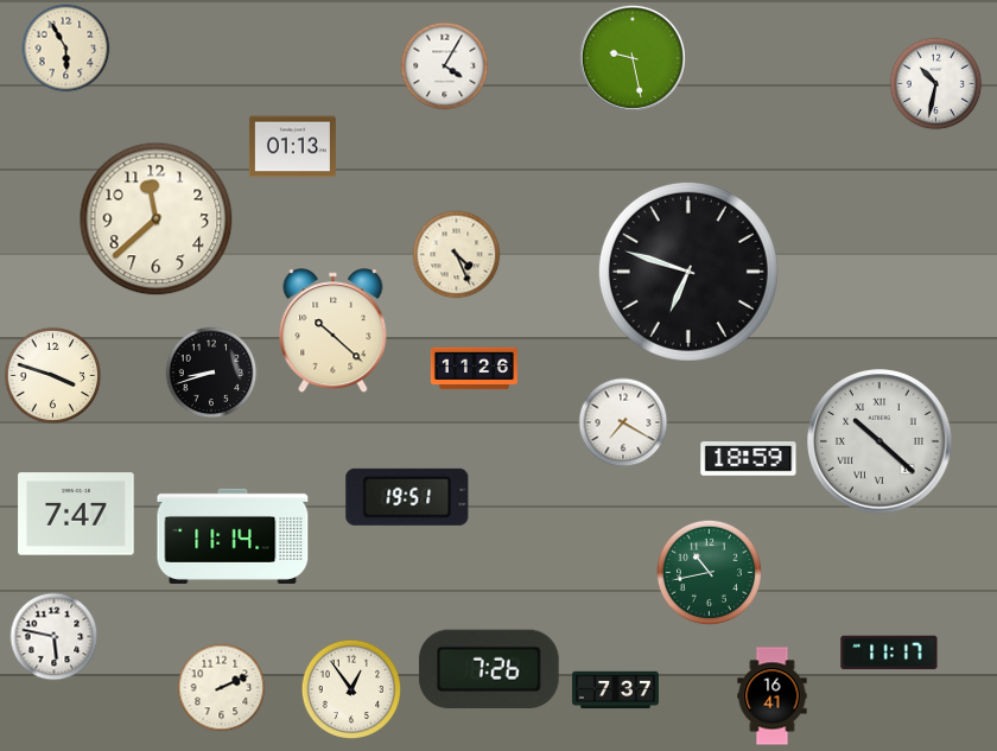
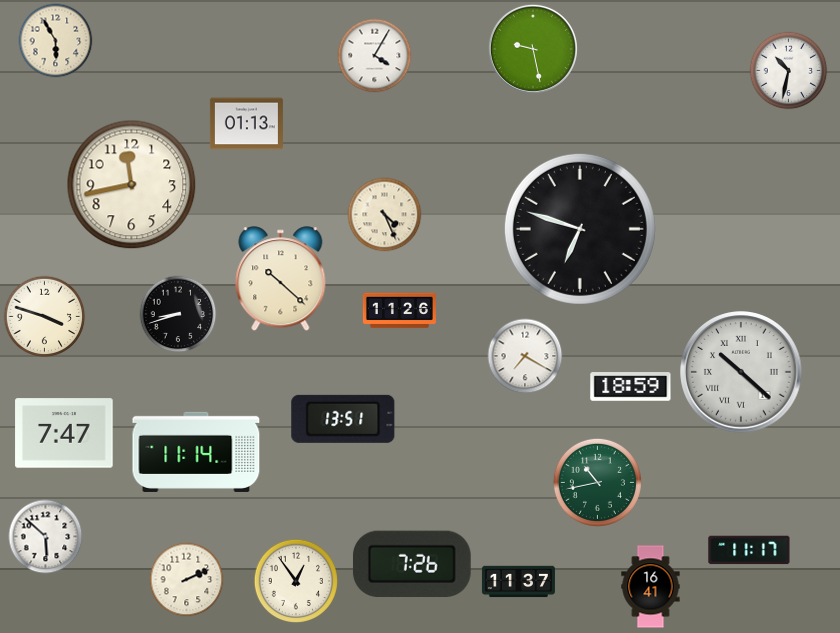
clock at (157, 219): 11:38 -> 11:43
clock at (407, 497): 19:51 -> 13:51
clock at (55, 637): 5:47 -> 5:52
clock at (615, 690): 7:37 -> 11:37
